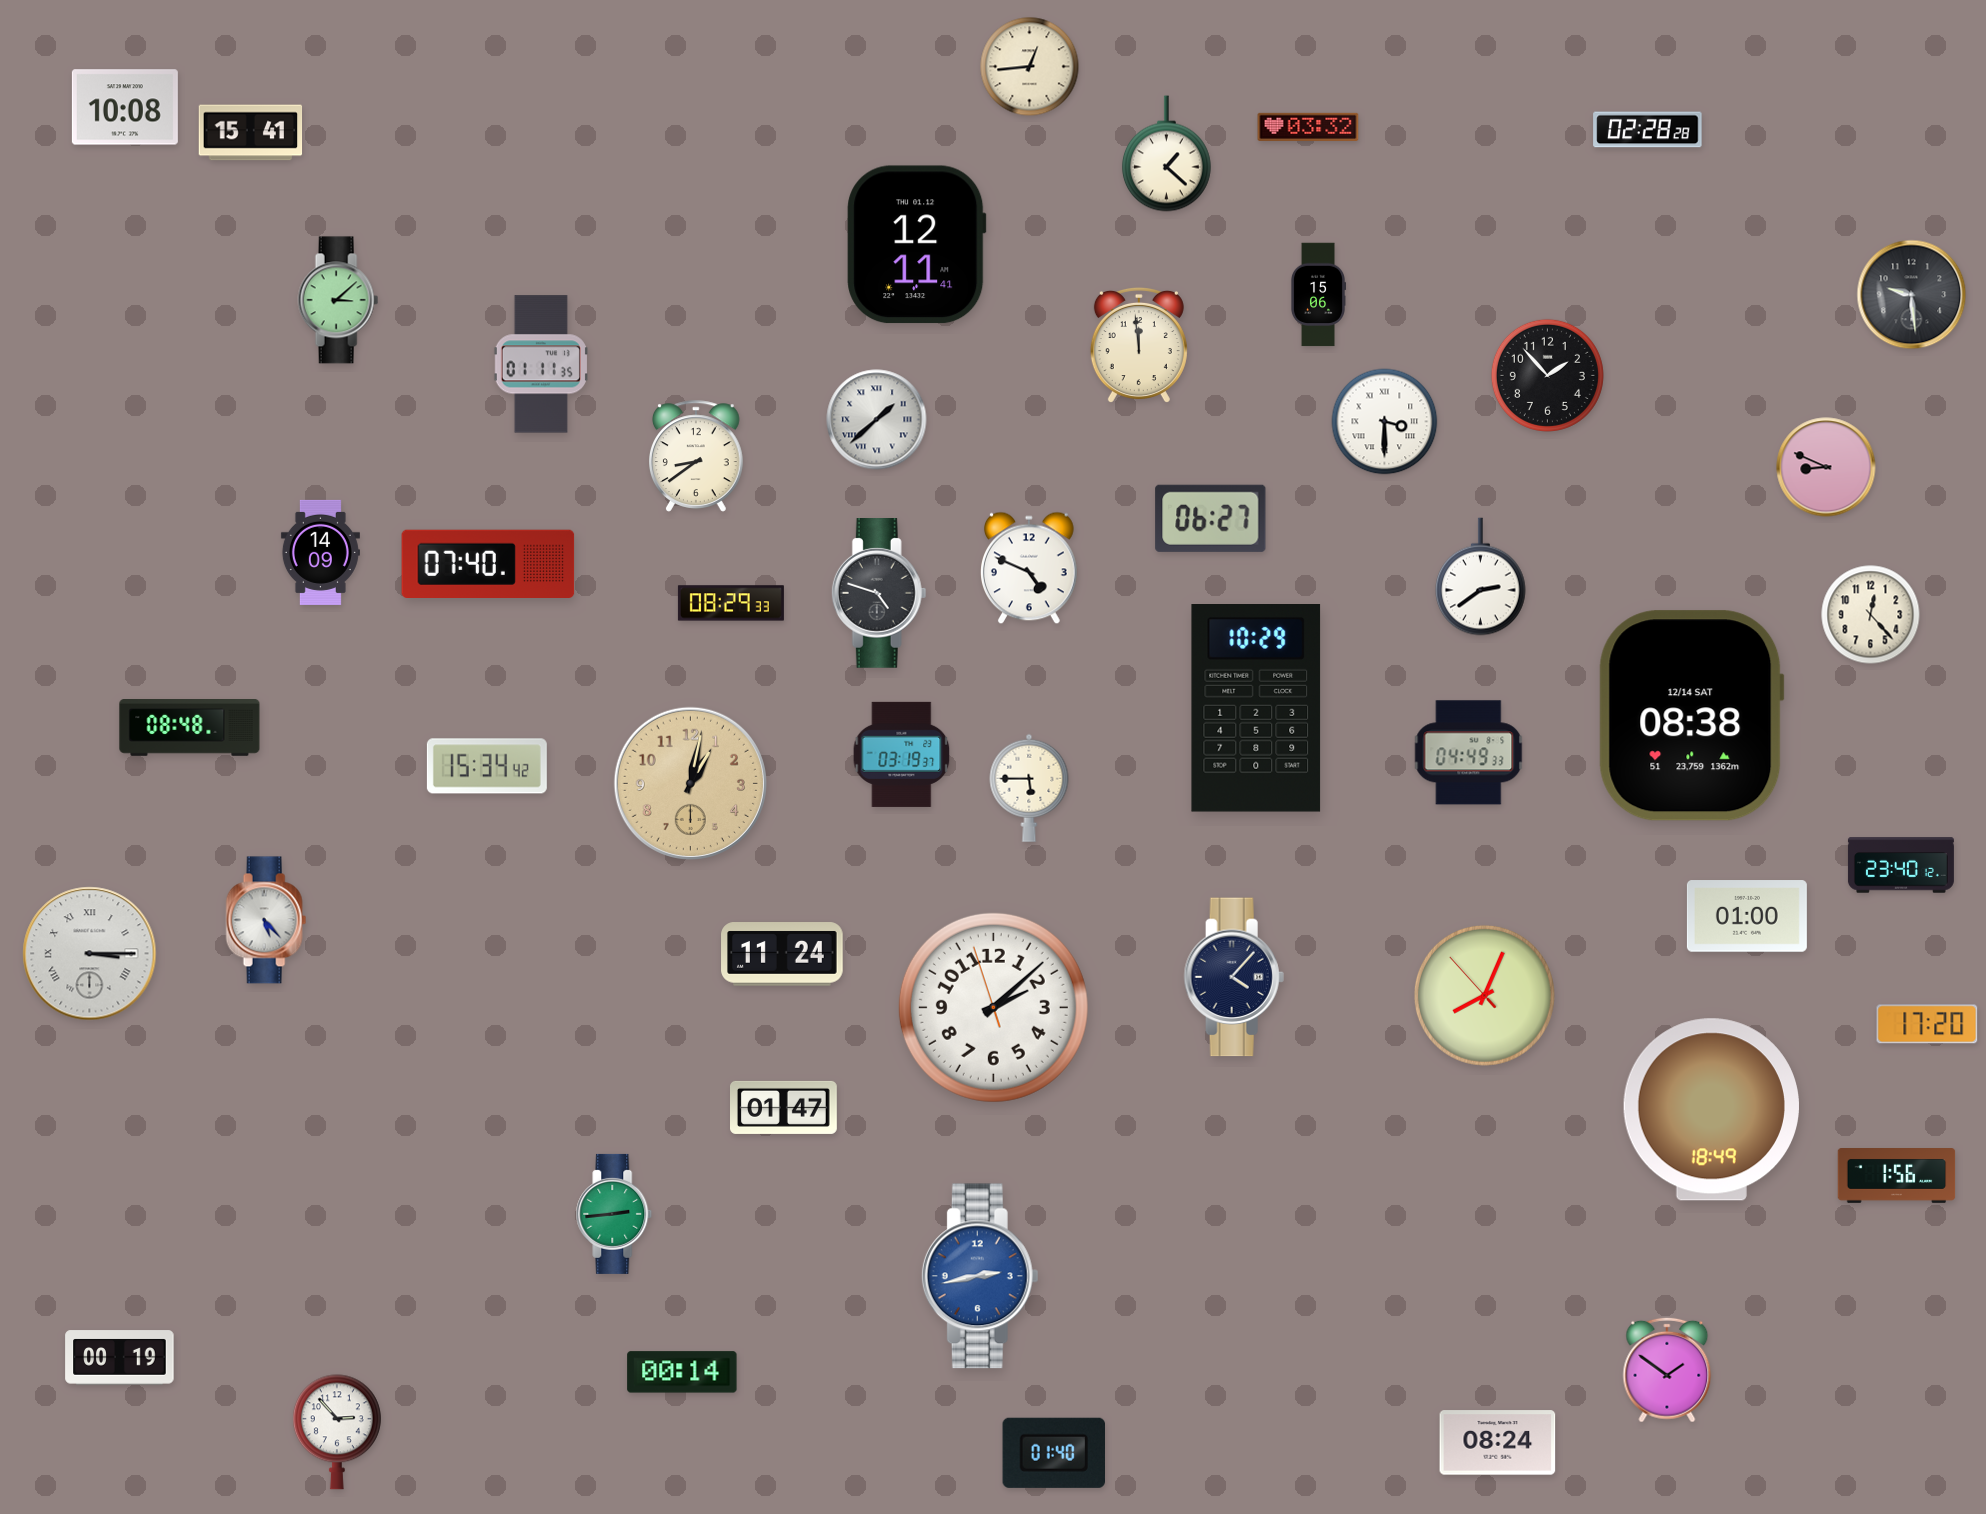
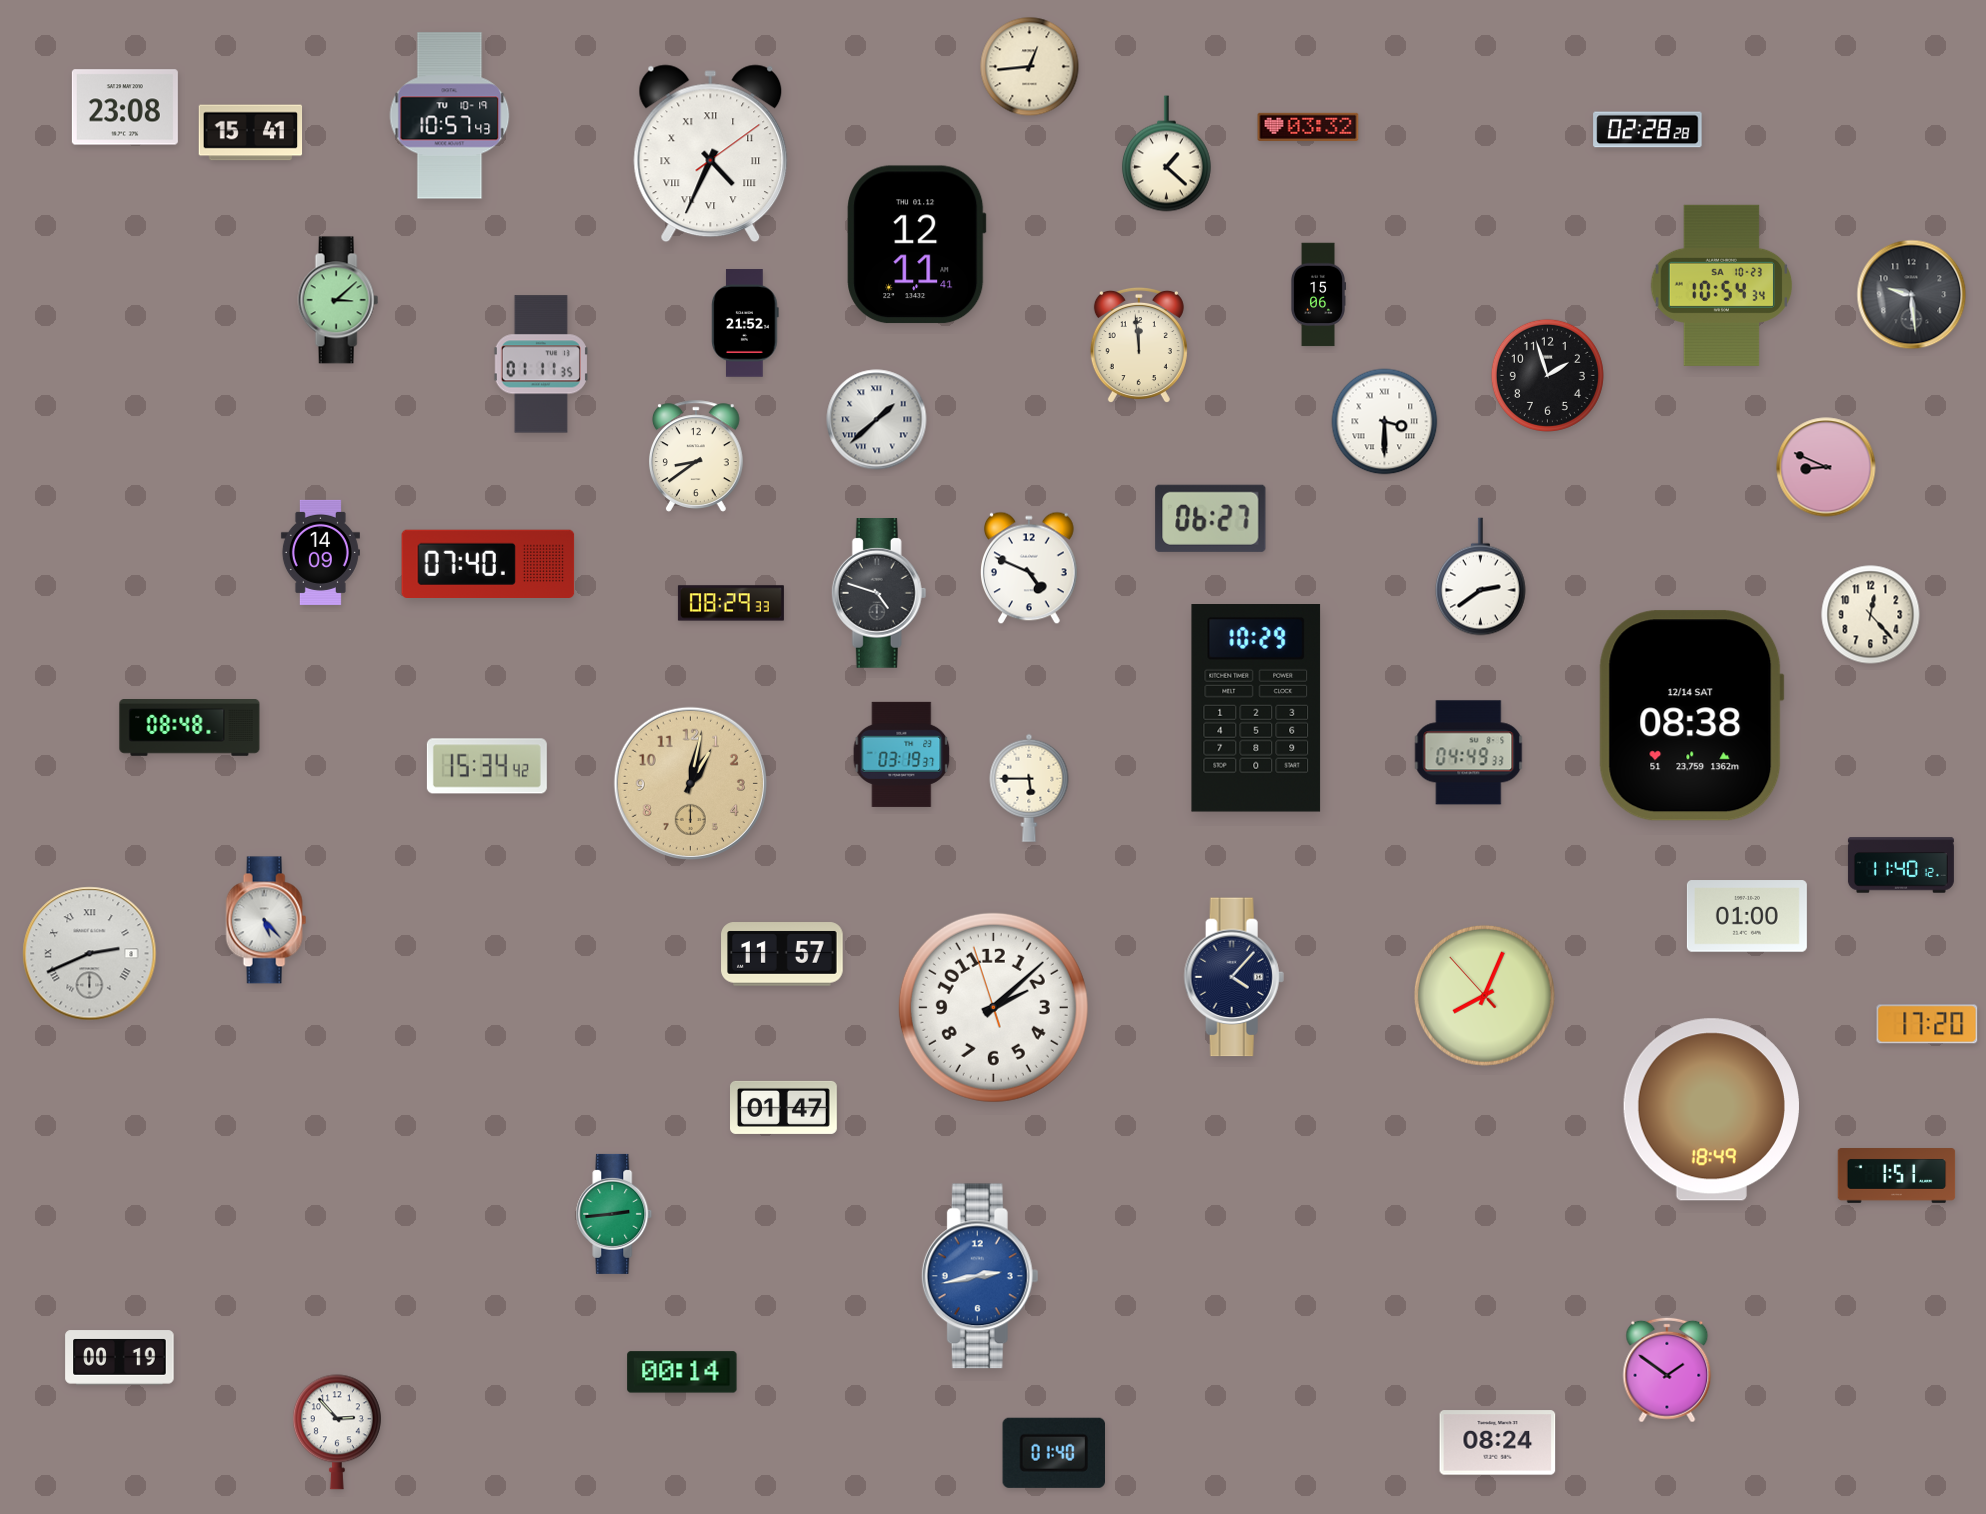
clock at (125, 107): 10:08 -> 23:08
clock at (450, 116): none -> 10:57
clock at (711, 154): none -> 4:34
clock at (1722, 285): none -> 10:54
clock at (745, 323): none -> 21:52
clock at (1547, 375): 1:53 -> 1:57
clock at (1901, 865): 23:40 -> 11:40
clock at (90, 954): 3:15 -> 2:41
clock at (782, 954): 11:24 -> 11:57
clock at (1897, 1176): 1:56 -> 1:51
